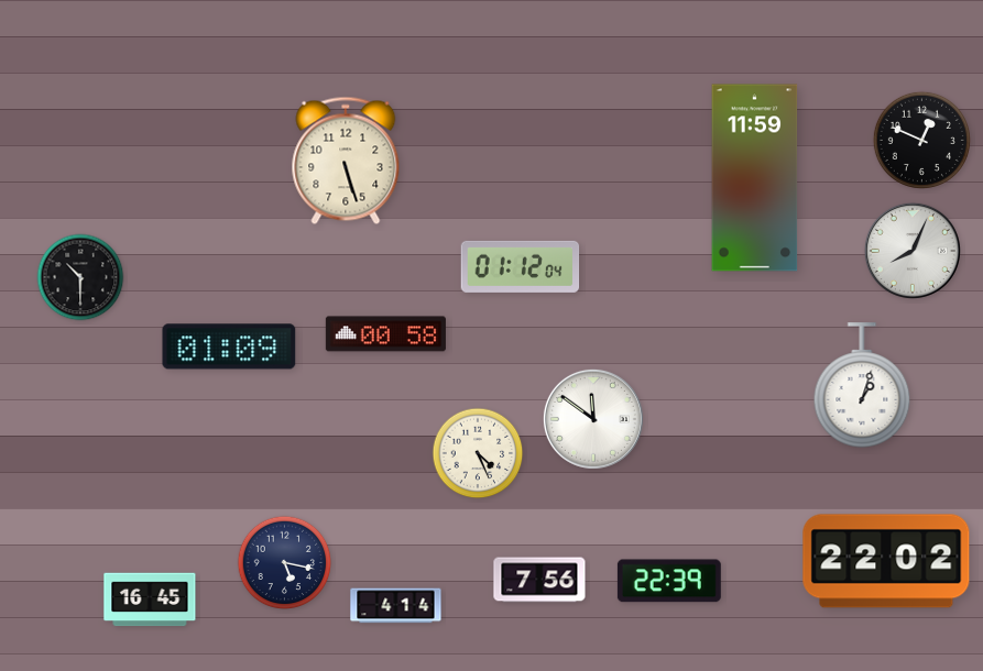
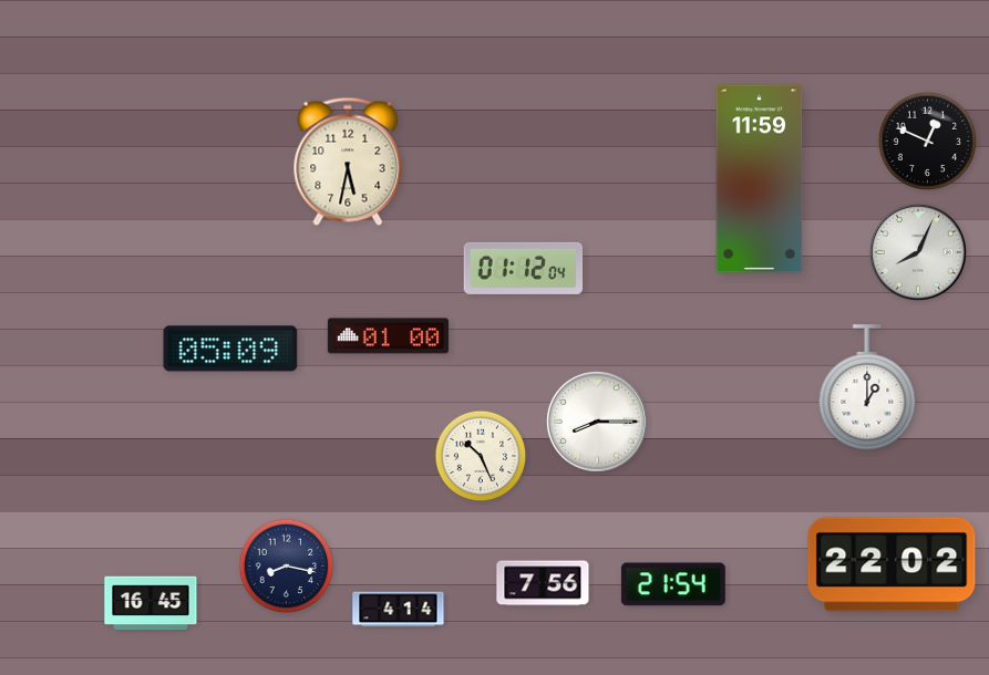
clock at (346, 161): 5:27 -> 5:32
clock at (80, 277): 10:30 -> none
clock at (385, 334): 00:58 -> 01:00
clock at (229, 346): 01:09 -> 05:09
clock at (862, 385): 1:03 -> 1:00
clock at (593, 419): 11:51 -> 8:15
clock at (478, 453): 4:26 -> 10:26
clock at (285, 563): 5:17 -> 8:17
clock at (669, 581): 22:39 -> 21:54
